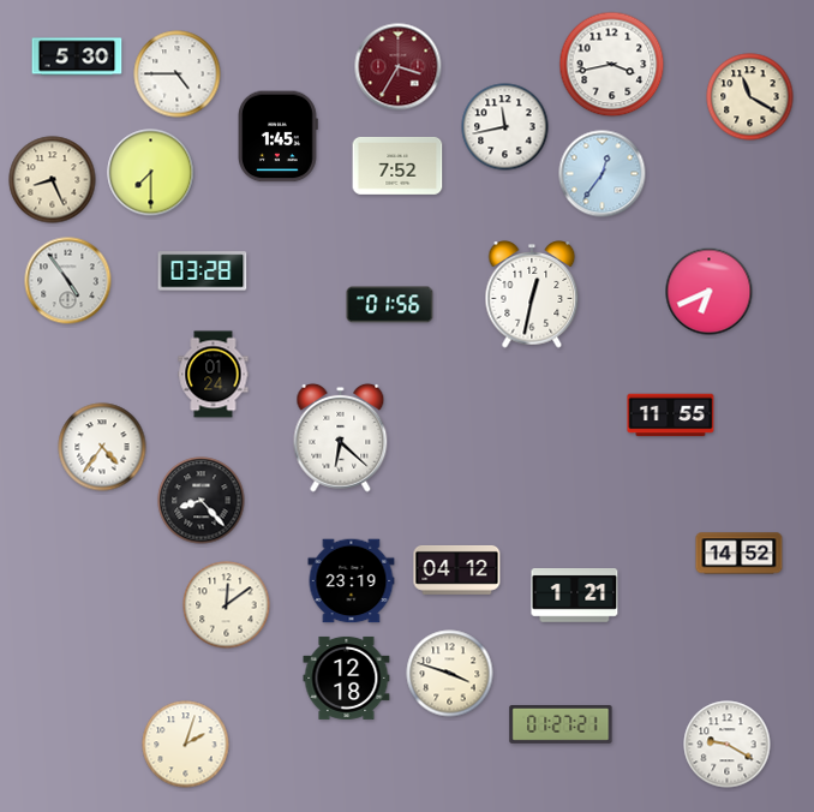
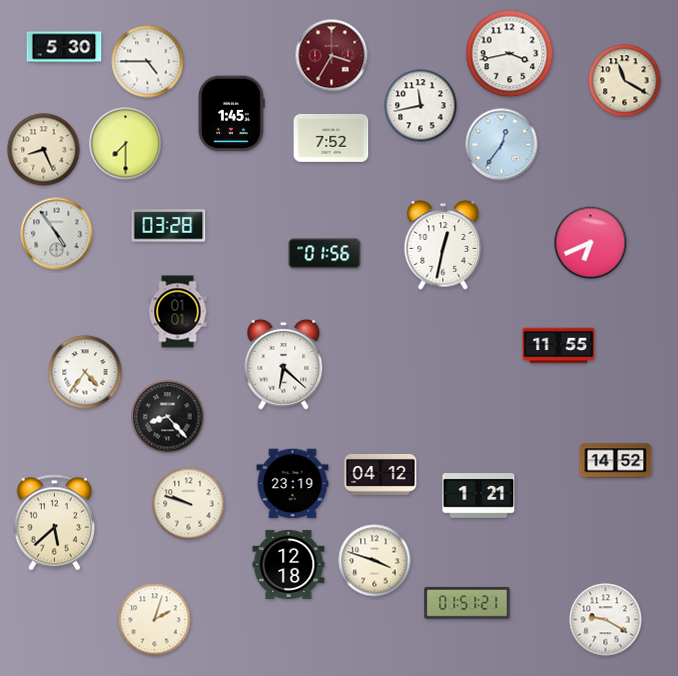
clock at (214, 375): 01:24 -> 01:01
clock at (227, 605): 12:09 -> 9:48
clock at (54, 523): none -> 5:38
clock at (561, 724): 01:27 -> 01:51
